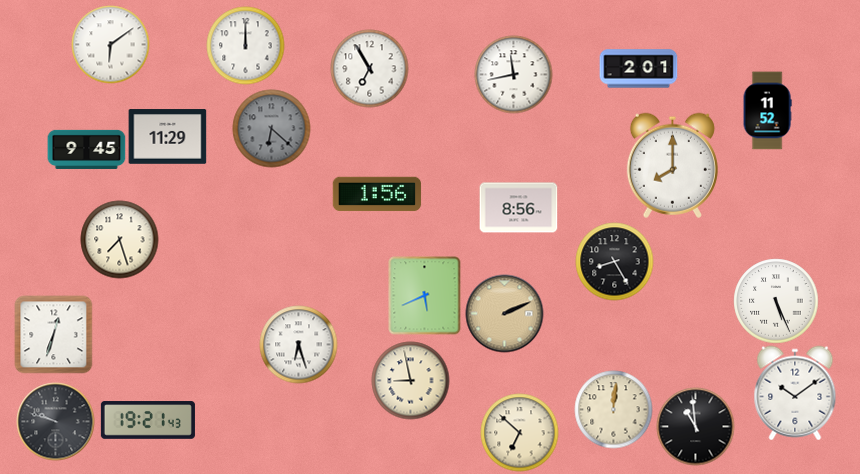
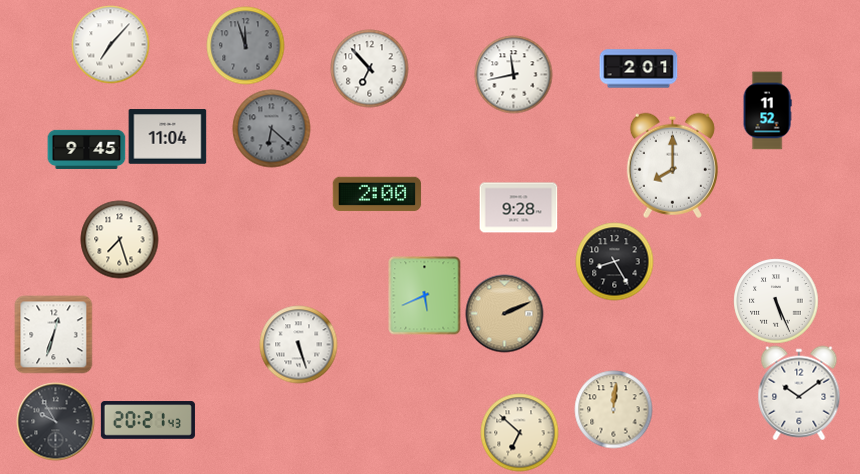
clock at (110, 44): 6:09 -> 7:07
clock at (245, 45): 12:00 -> 11:57
clock at (245, 45) dial: white -> grey
clock at (369, 68): 6:55 -> 6:53
clock at (167, 137): 11:29 -> 11:04
clock at (377, 194): 1:56 -> 2:00
clock at (518, 208): 8:56 -> 9:28
clock at (298, 344): 6:27 -> 5:27
clock at (410, 380): 8:58 -> none
clock at (795, 393) position: (795, 393) -> (799, 393)
clock at (148, 420): 19:21 -> 20:21
clock at (55, 421): 9:48 -> 9:55
clock at (695, 426): 10:59 -> none
